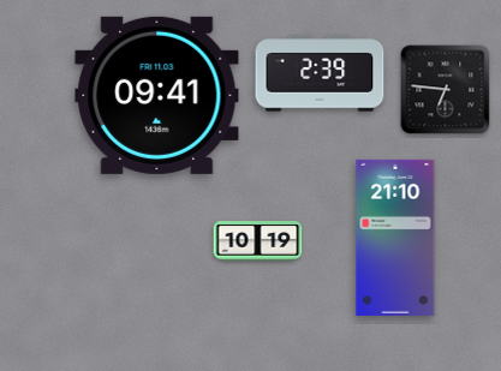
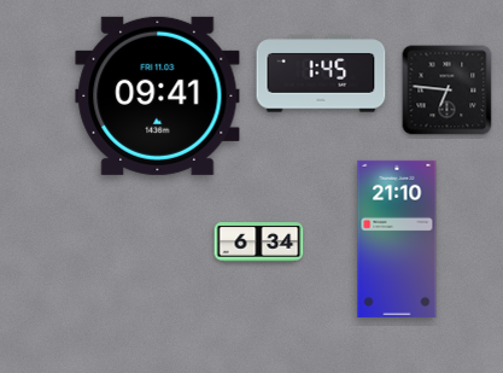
clock at (320, 73): 2:39 -> 1:45
clock at (258, 241): 10:19 -> 6:34
